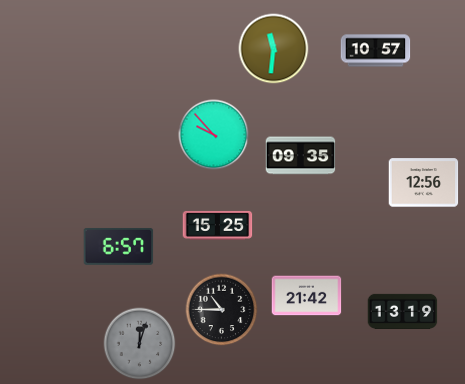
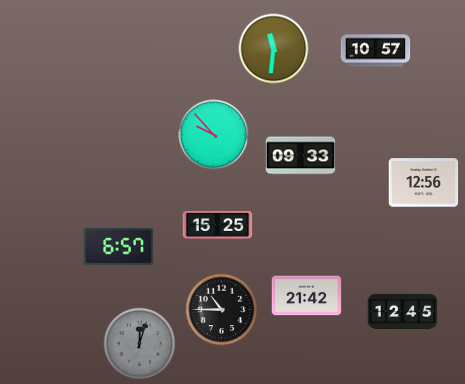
clock at (301, 156): 09:35 -> 09:33
clock at (403, 311): 13:19 -> 12:45
